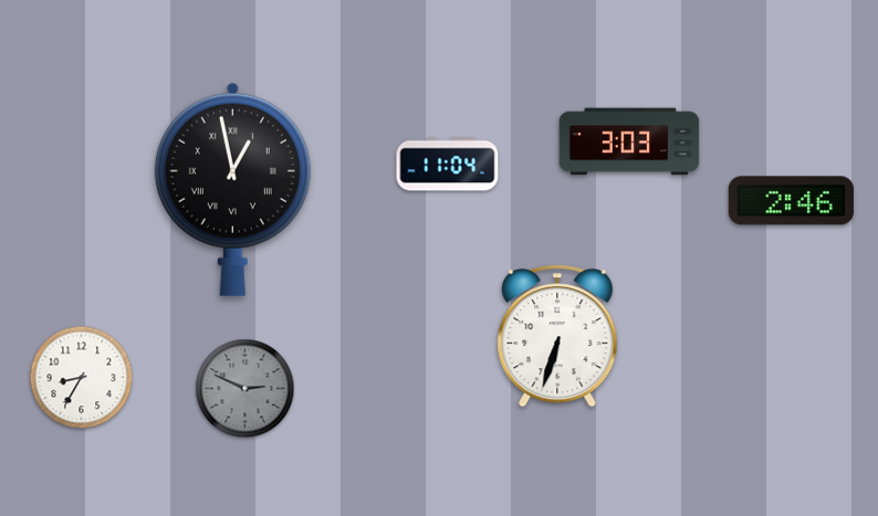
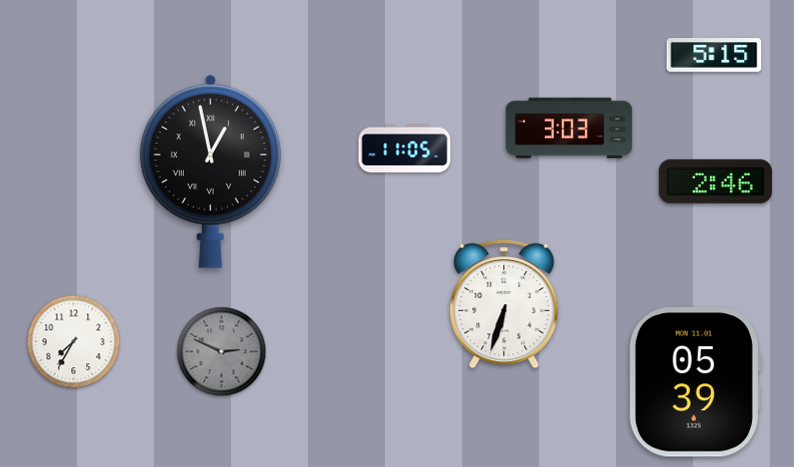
clock at (714, 55): none -> 5:15
clock at (448, 165): 11:04 -> 11:05
clock at (82, 378): 8:35 -> 7:35
clock at (695, 382): none -> 05:39
